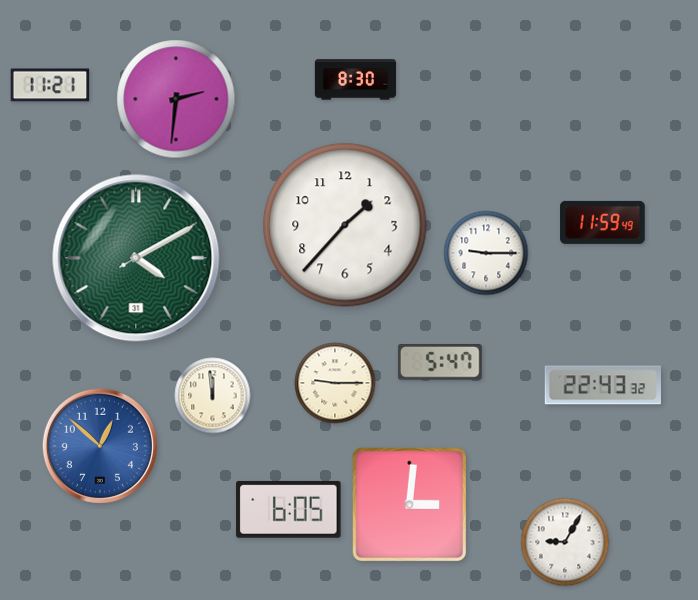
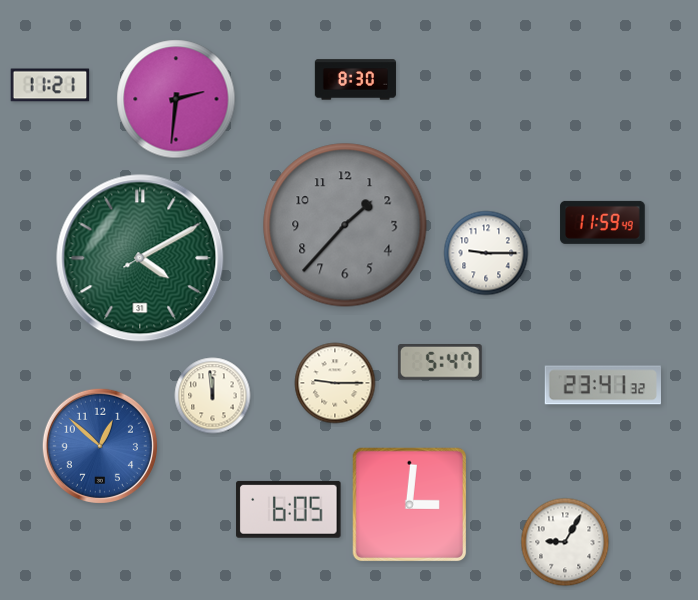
clock at (345, 225) dial: white -> grey
clock at (136, 258) position: (136, 258) -> (140, 258)
clock at (602, 385): 22:43 -> 23:41
